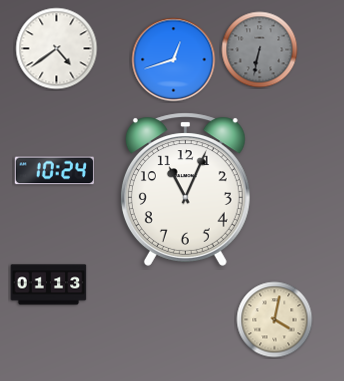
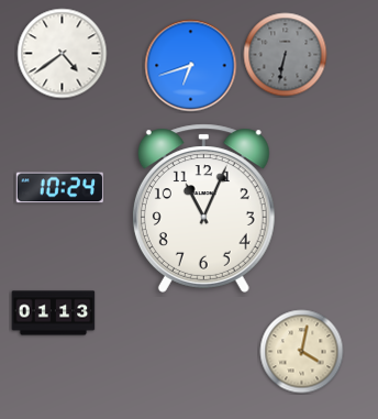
clock at (174, 60): 12:42 -> 6:42
